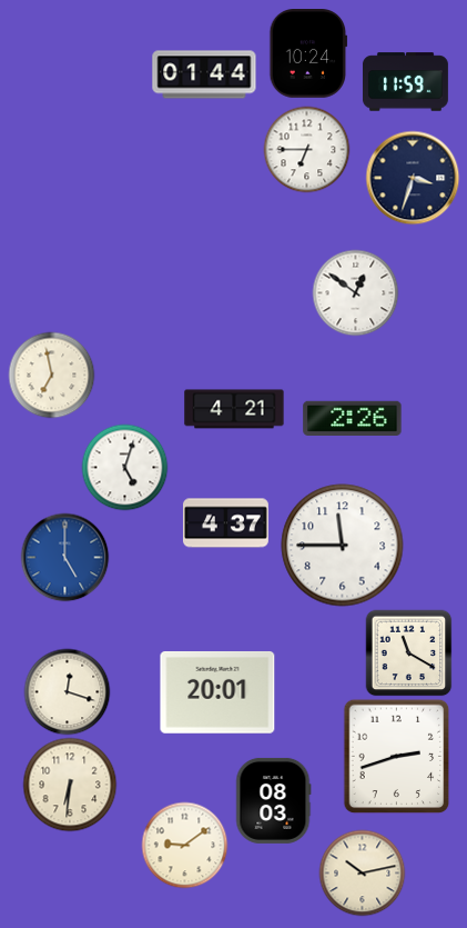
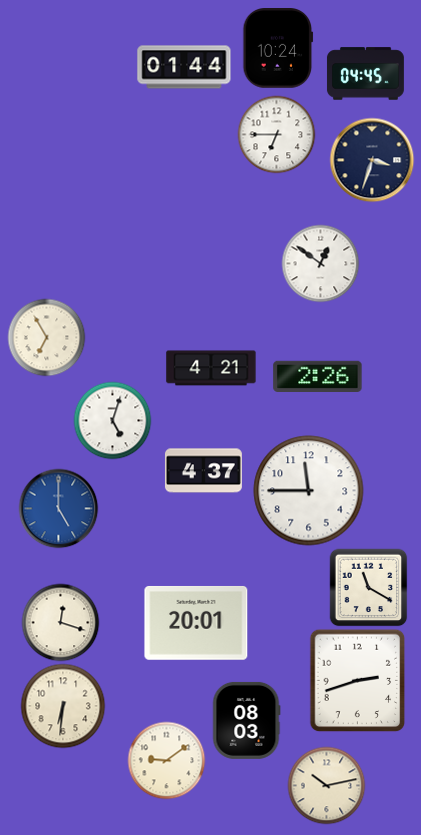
clock at (405, 82): 11:59 -> 04:45
clock at (51, 375): 6:58 -> 6:55
clock at (64, 557) position: (64, 557) -> (58, 508)
